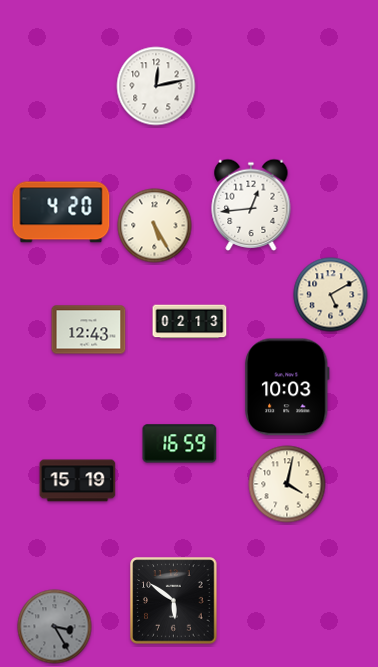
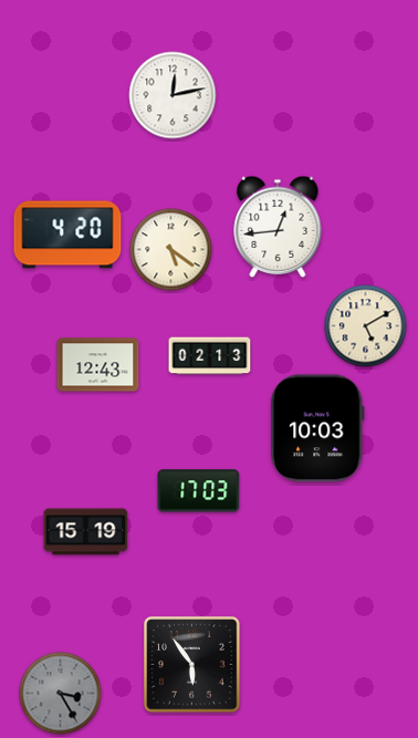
clock at (155, 226): 5:25 -> 5:21
clock at (180, 444): 16:59 -> 17:03
clock at (287, 484): 4:02 -> none
clock at (174, 601): 5:51 -> 5:54
